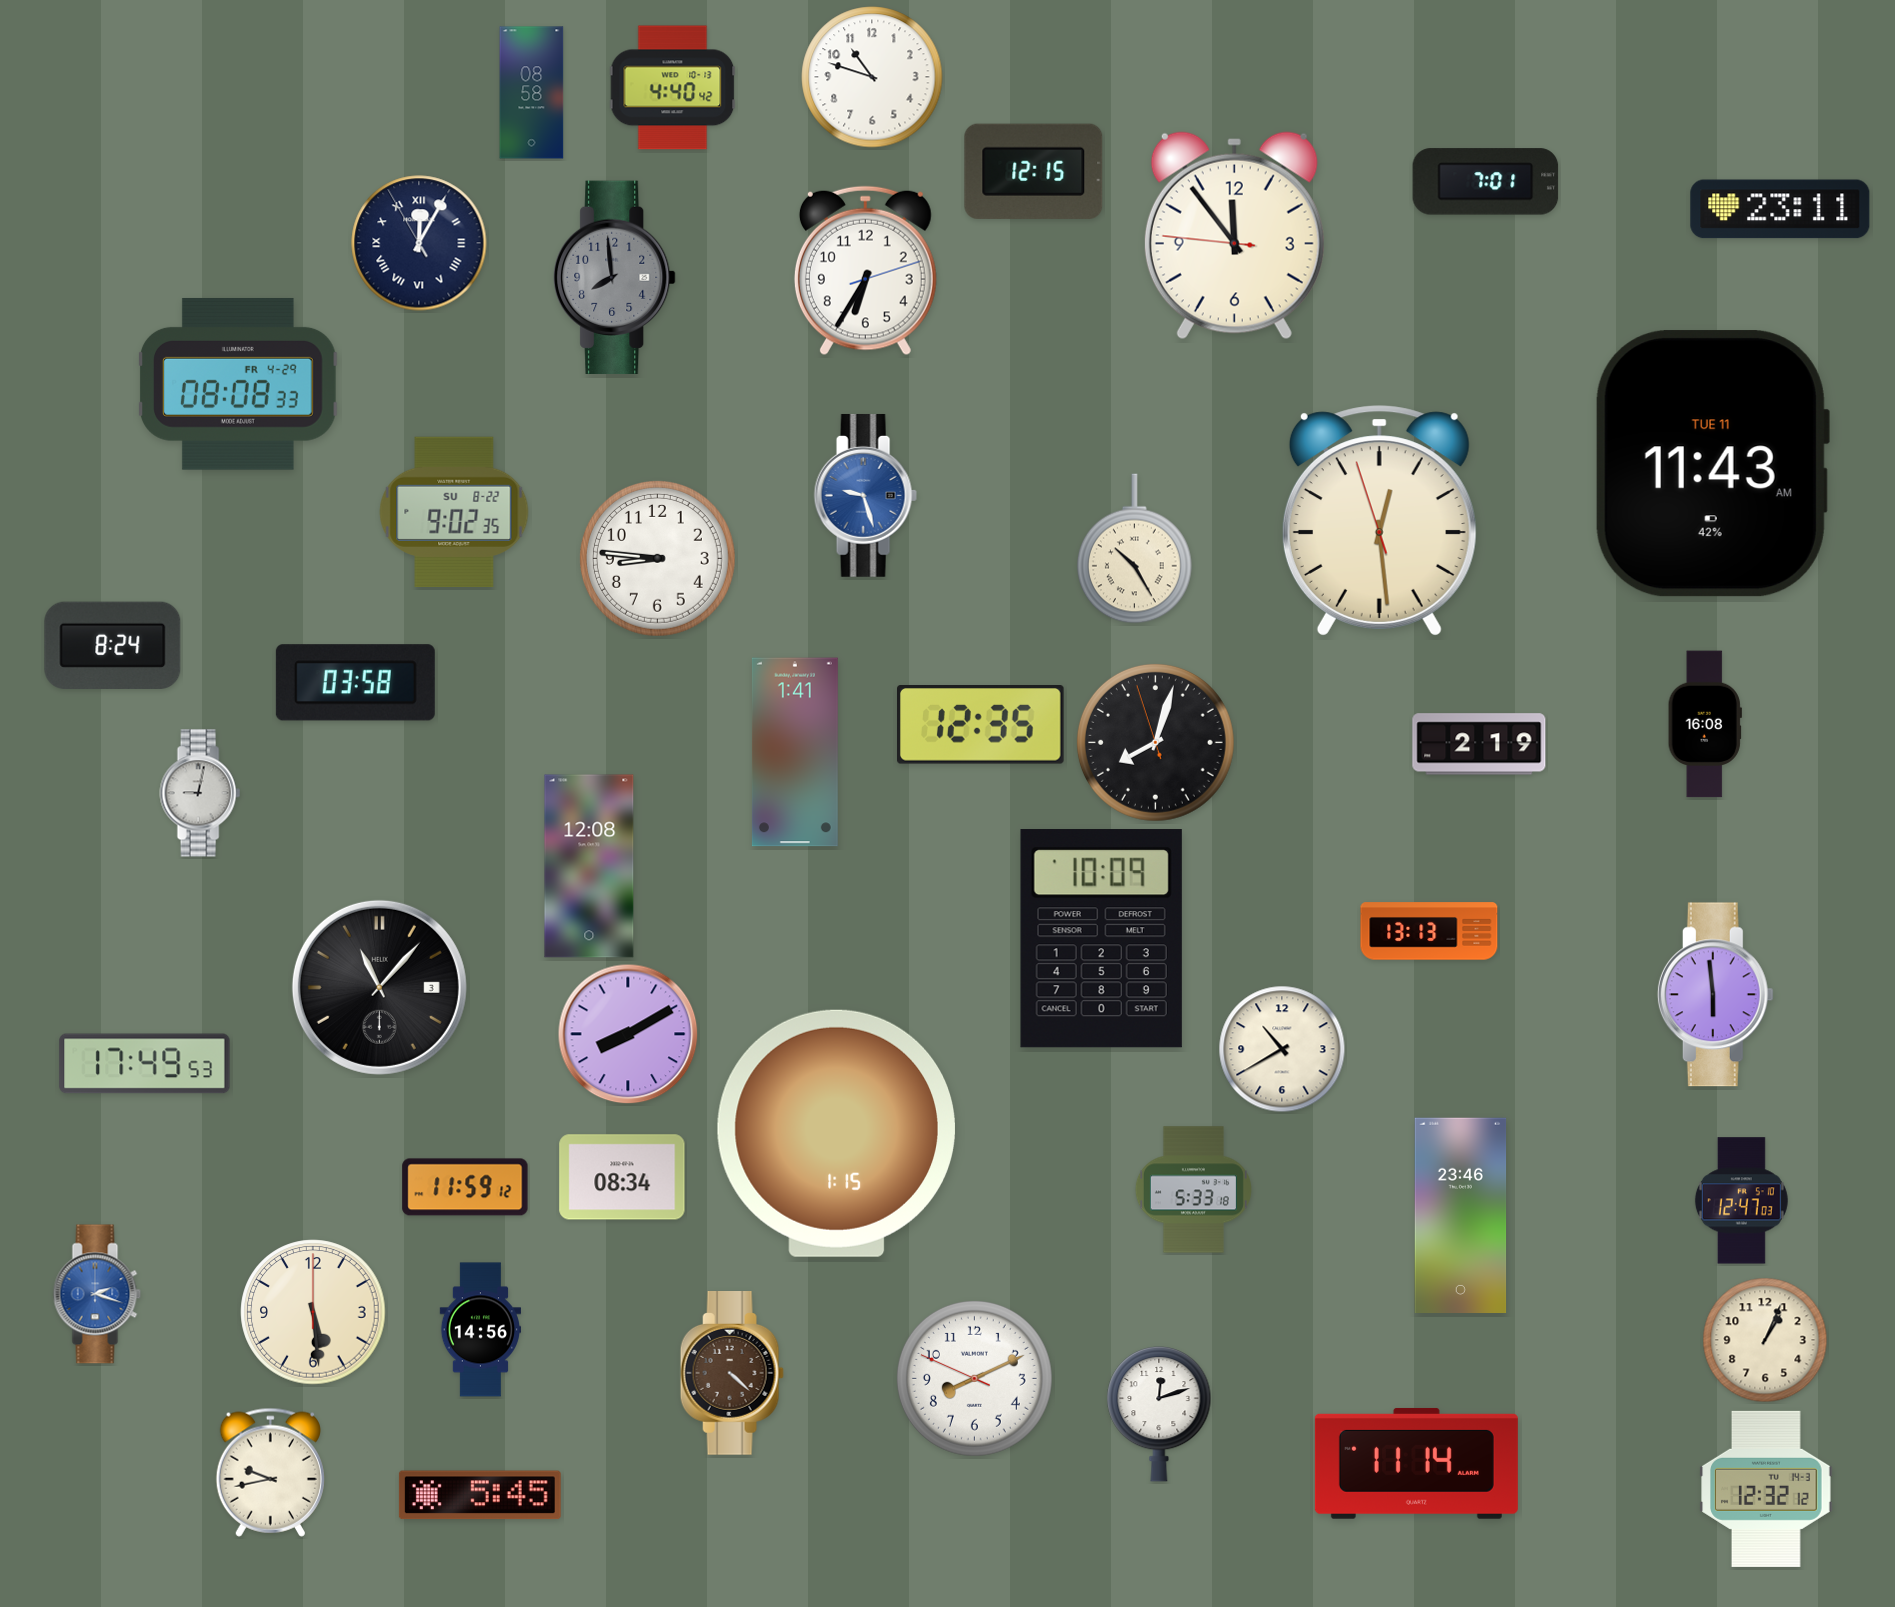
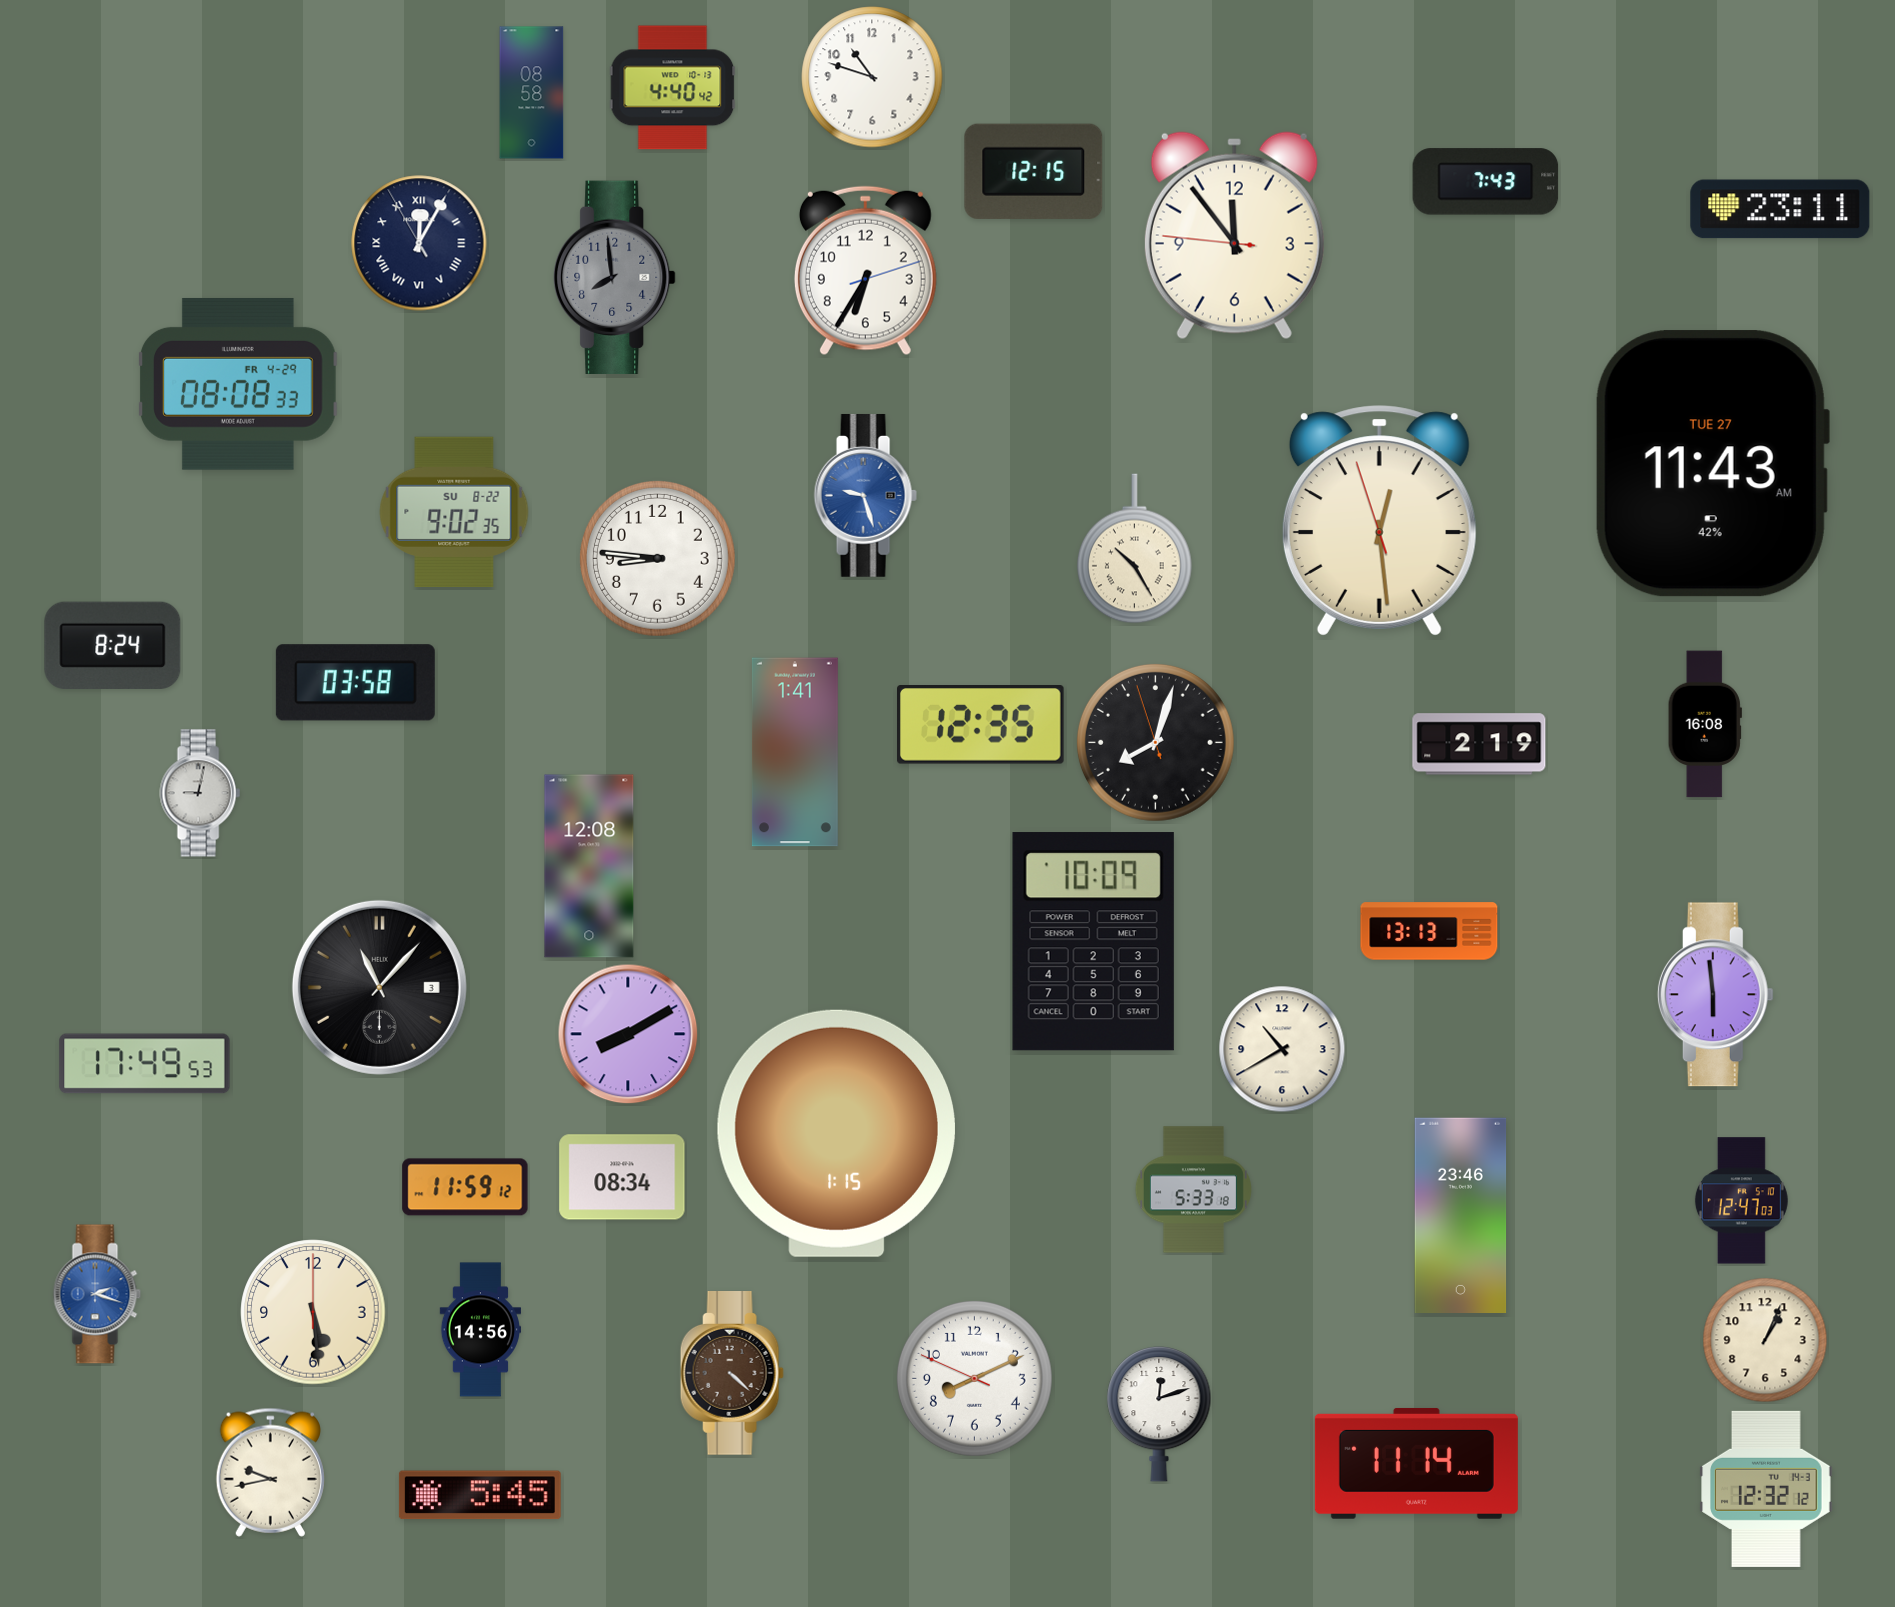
clock at (1486, 182): 7:01 -> 7:43
clock at (1712, 464) date: TUE 11 -> TUE 27
clock at (1101, 939) position: (1101, 939) -> (1093, 942)
